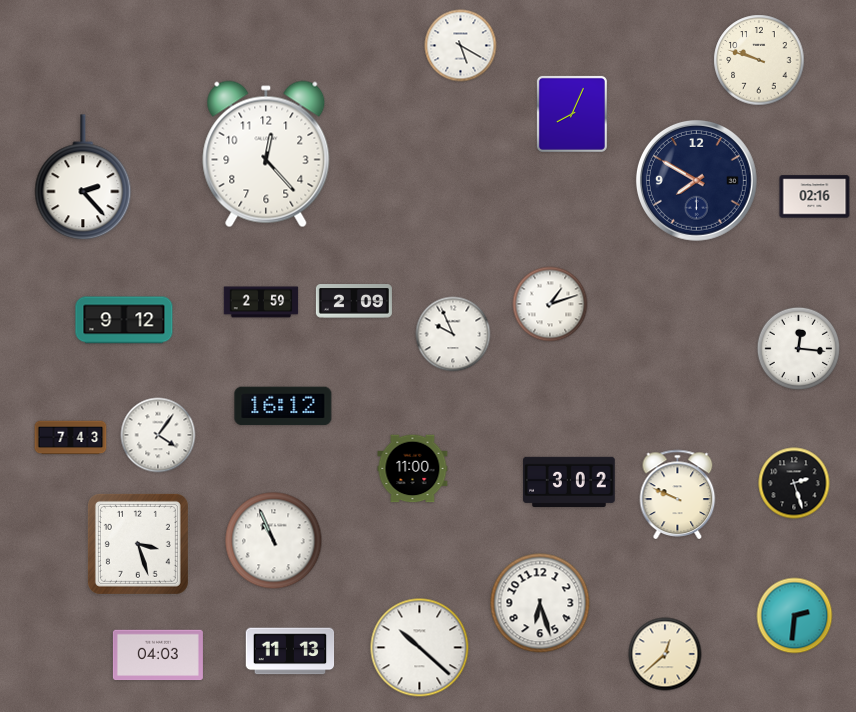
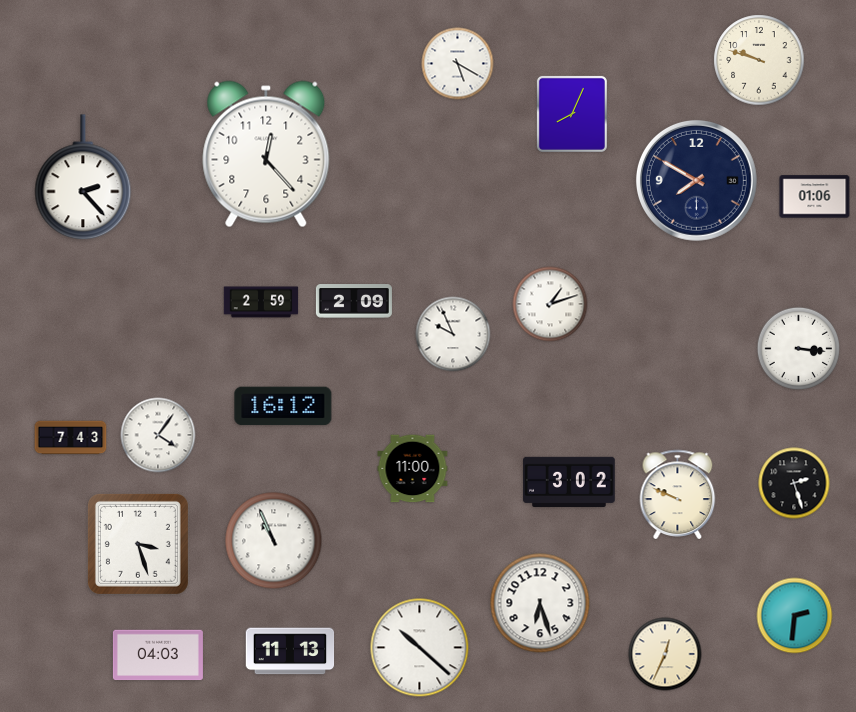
clock at (461, 46) position: (461, 46) -> (458, 64)
clock at (815, 197): 02:16 -> 01:06
clock at (124, 320): 9:12 -> none
clock at (799, 349): 12:16 -> 3:16
clock at (665, 654): 12:38 -> 12:34
